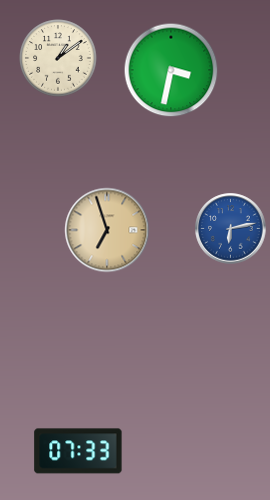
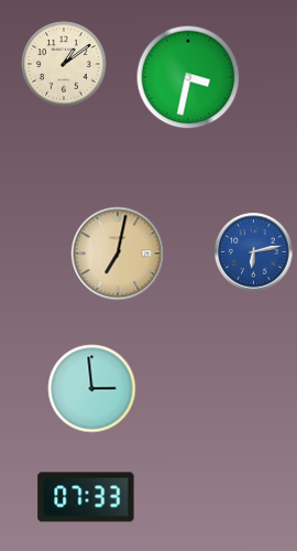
clock at (107, 230): 6:57 -> 7:02
clock at (92, 389): none -> 2:59
